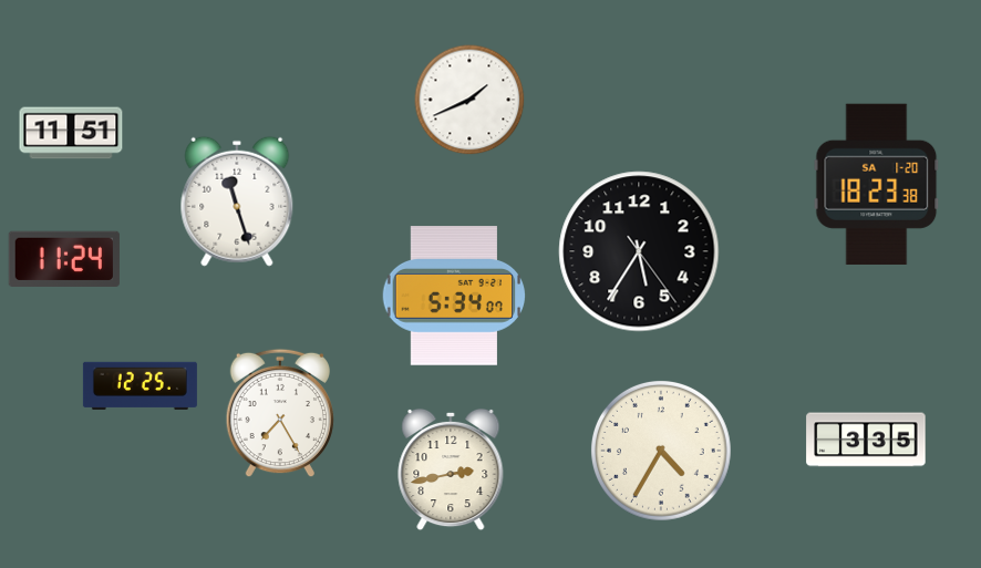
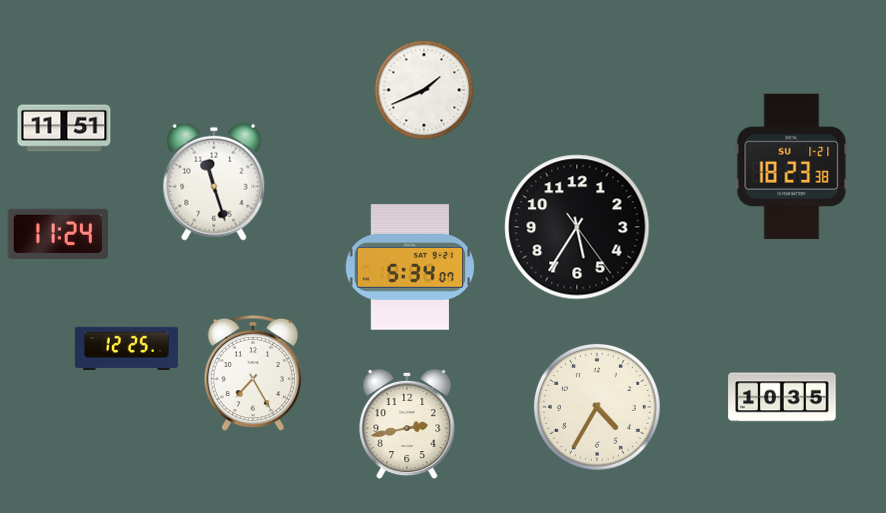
clock at (71, 133) position: (71, 133) -> (64, 128)
clock at (877, 184) date: SA 1-20 -> SU 1-21
clock at (866, 440): 3:35 -> 10:35
